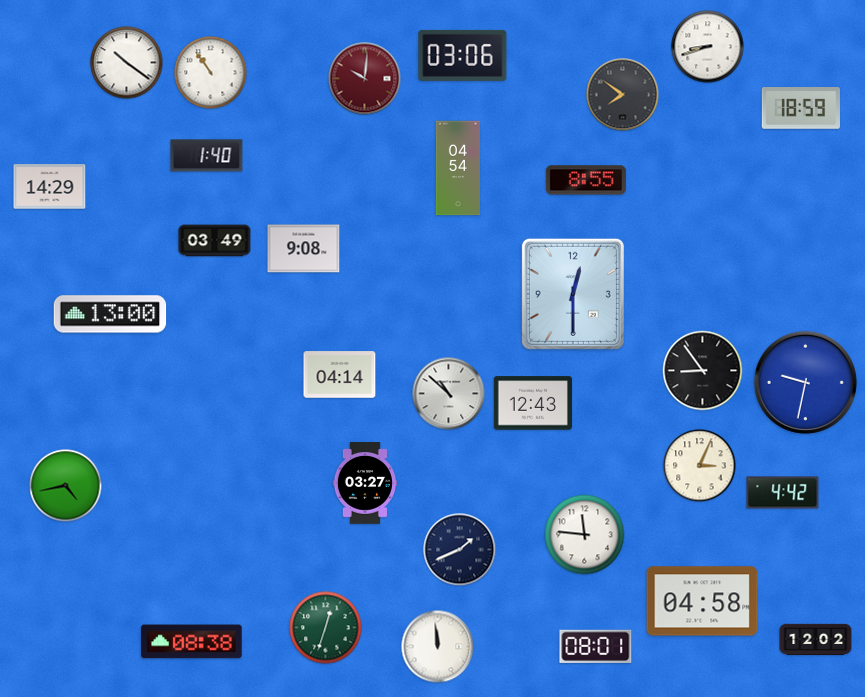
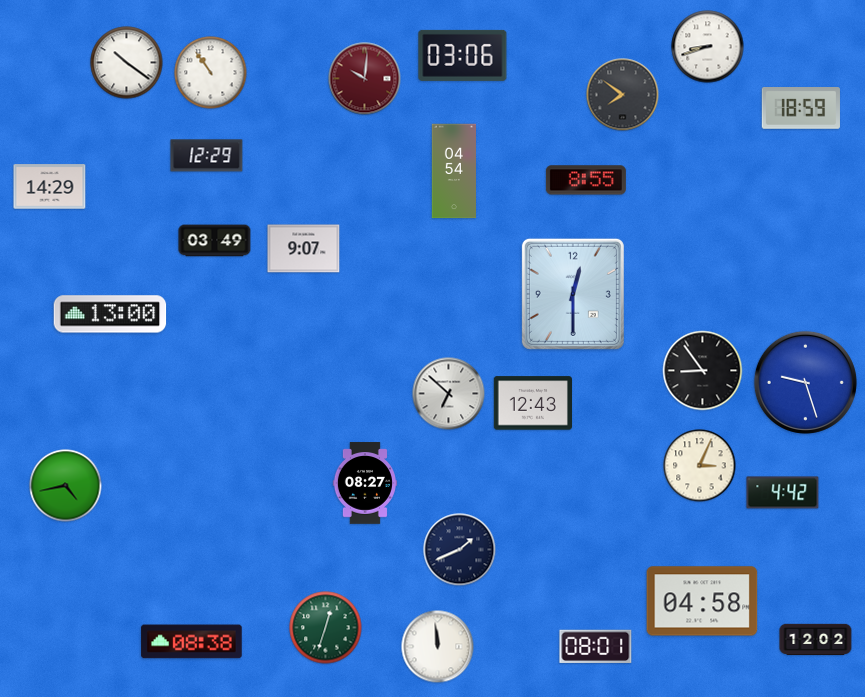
clock at (207, 156): 1:40 -> 12:29
clock at (457, 168) position: (457, 168) -> (453, 171)
clock at (304, 249): 9:08 -> 9:07
clock at (340, 375): 04:14 -> none
clock at (805, 382): 9:32 -> 9:27
clock at (449, 394): 10:52 -> 6:52
clock at (364, 483): 03:27 -> 08:27
clock at (585, 535): 11:46 -> none
